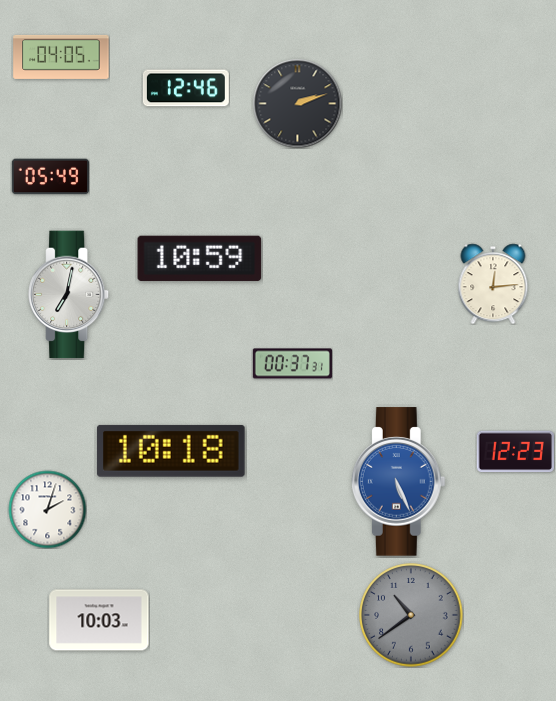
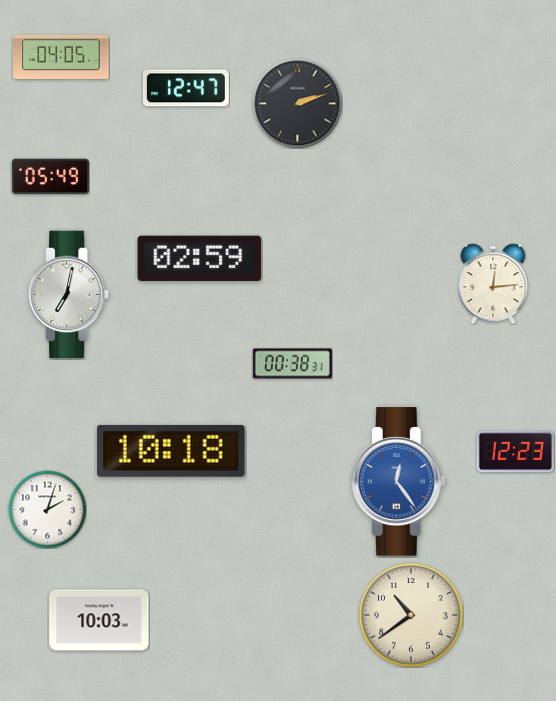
clock at (186, 88): 12:46 -> 12:47
clock at (200, 258): 10:59 -> 02:59
clock at (292, 364): 00:37 -> 00:38
clock at (398, 482): 5:26 -> 12:24
clock at (411, 615) dial: grey -> cream
